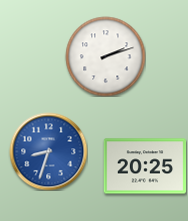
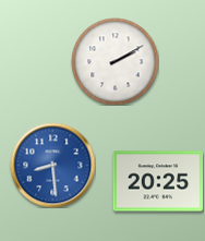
clock at (105, 56): 2:12 -> 2:10
clock at (48, 151): 8:33 -> 8:29
